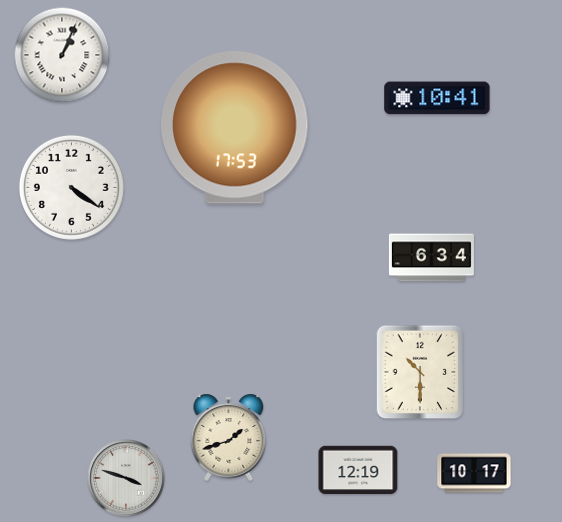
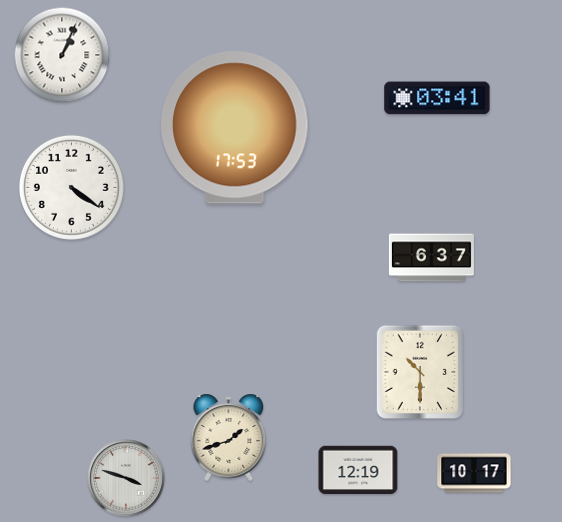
clock at (437, 98): 10:41 -> 03:41
clock at (431, 258): 6:34 -> 6:37
